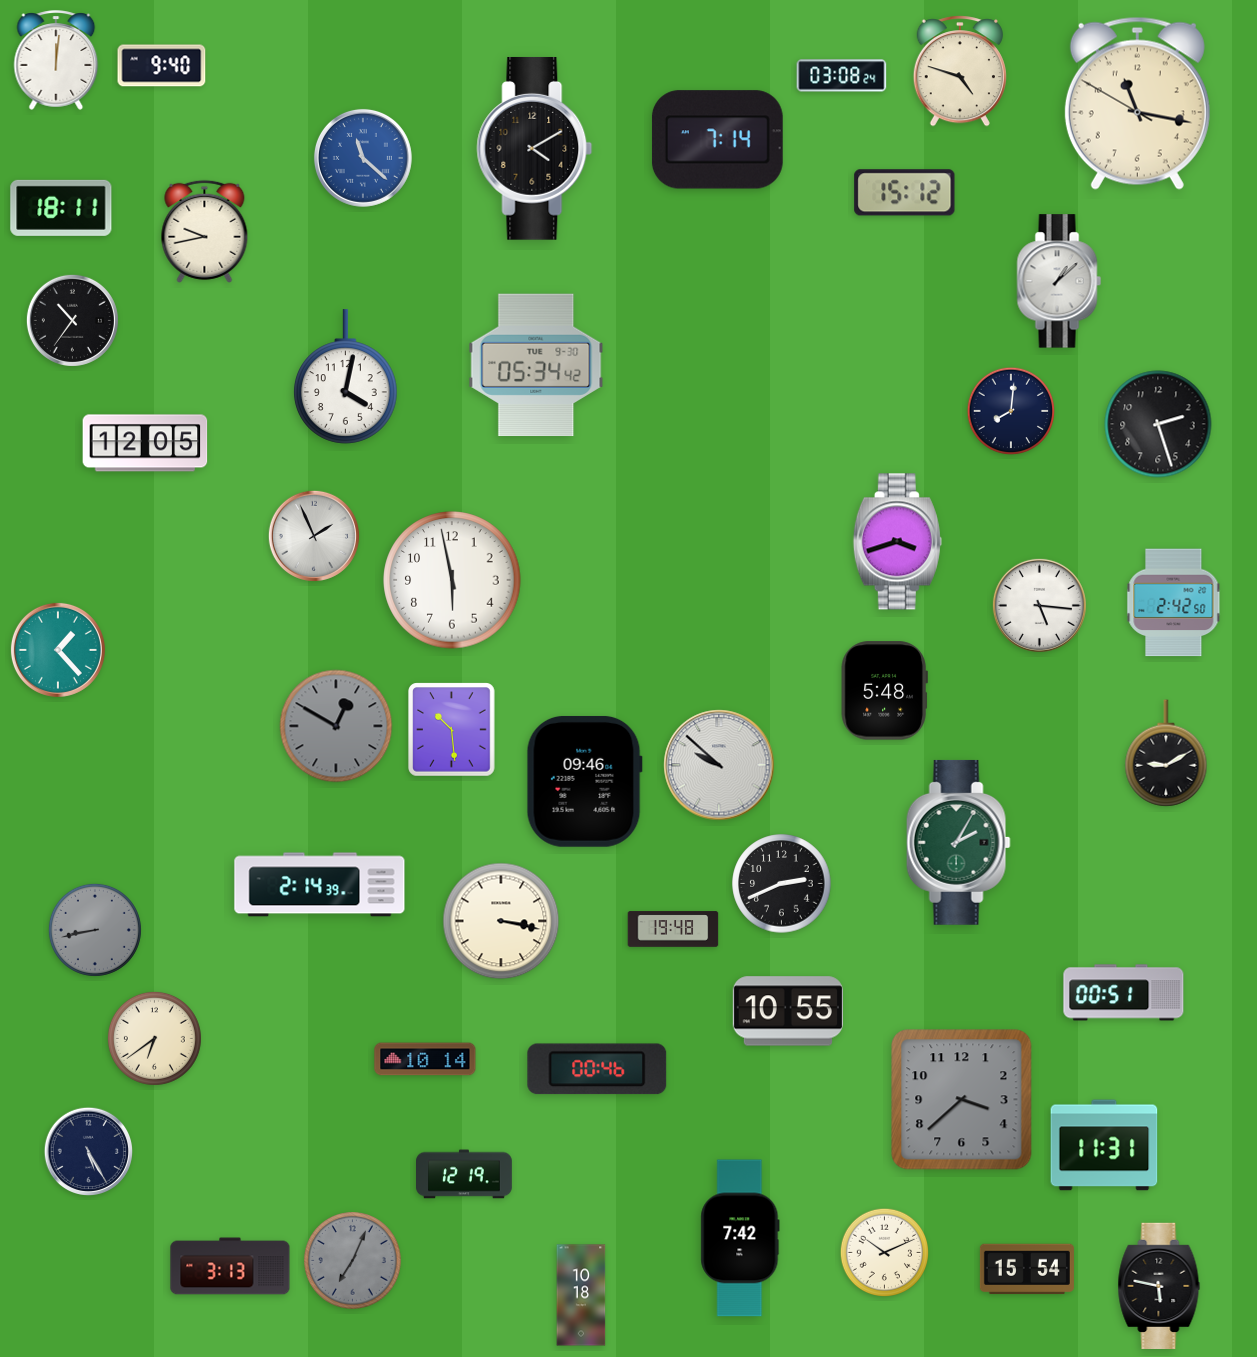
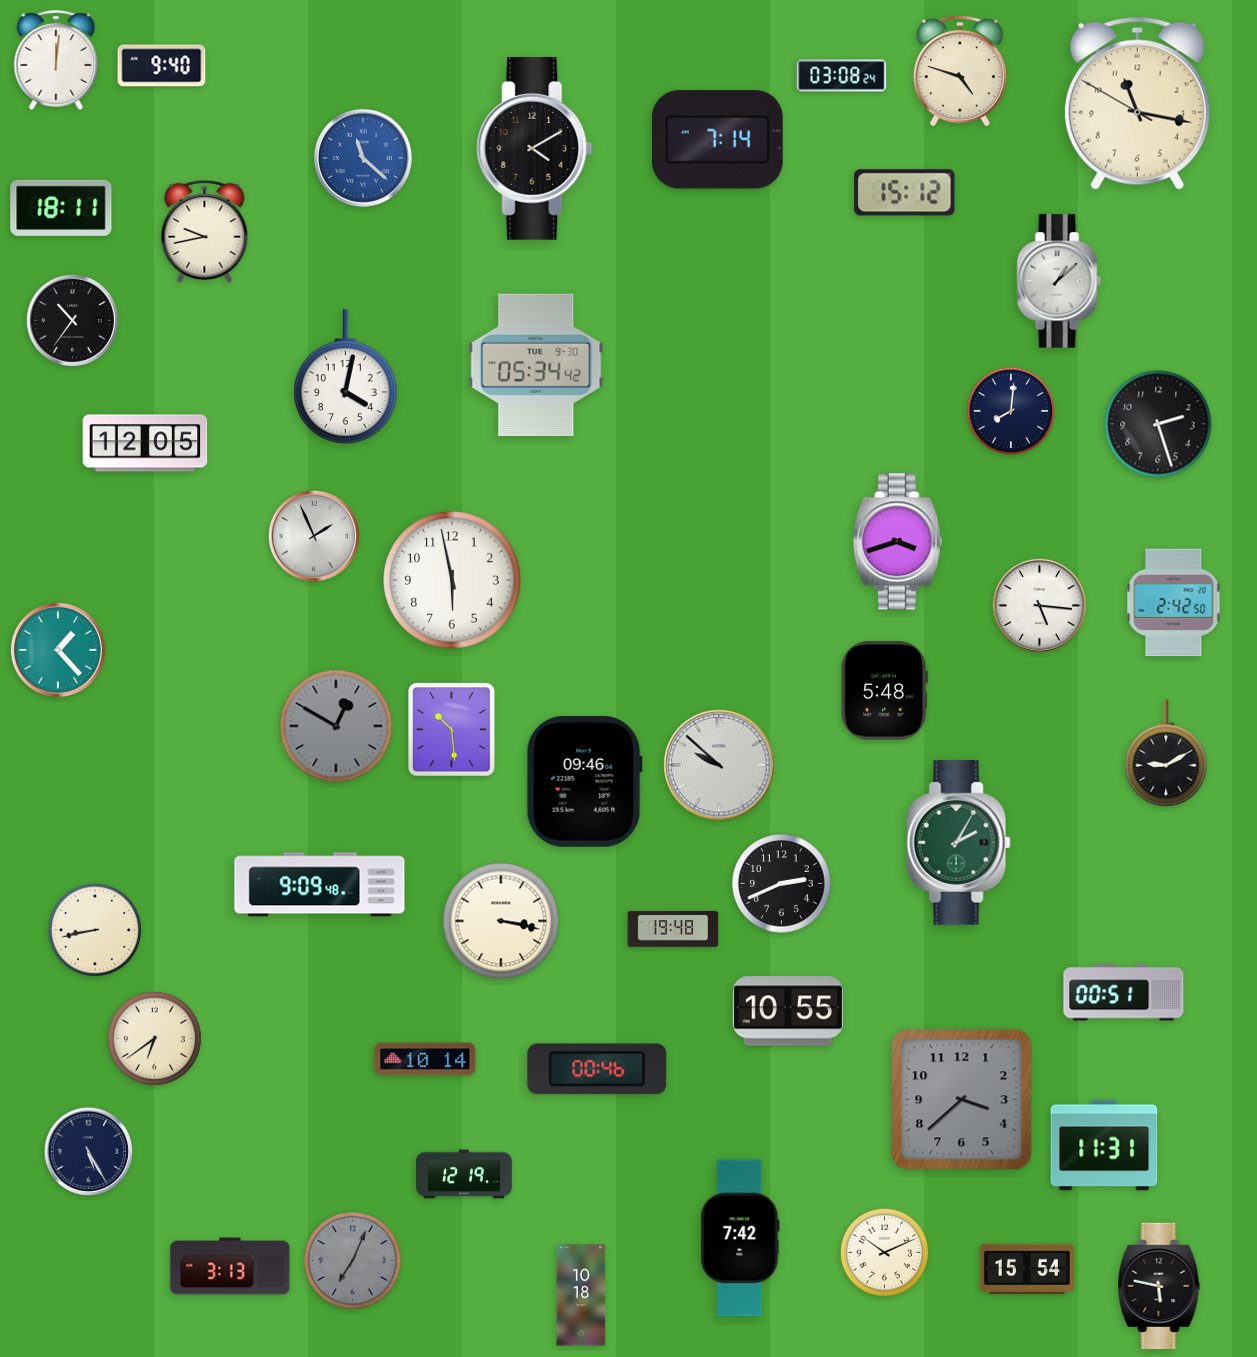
clock at (320, 885): 2:14 -> 9:09
clock at (95, 930) dial: grey -> cream
